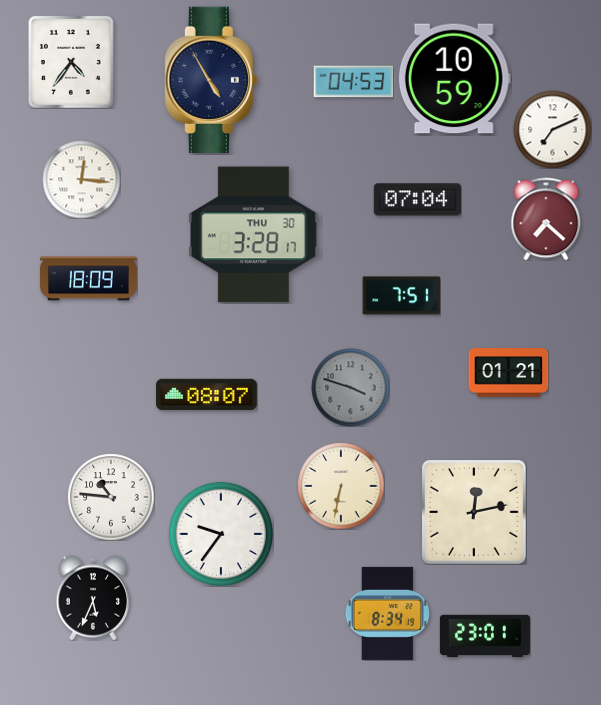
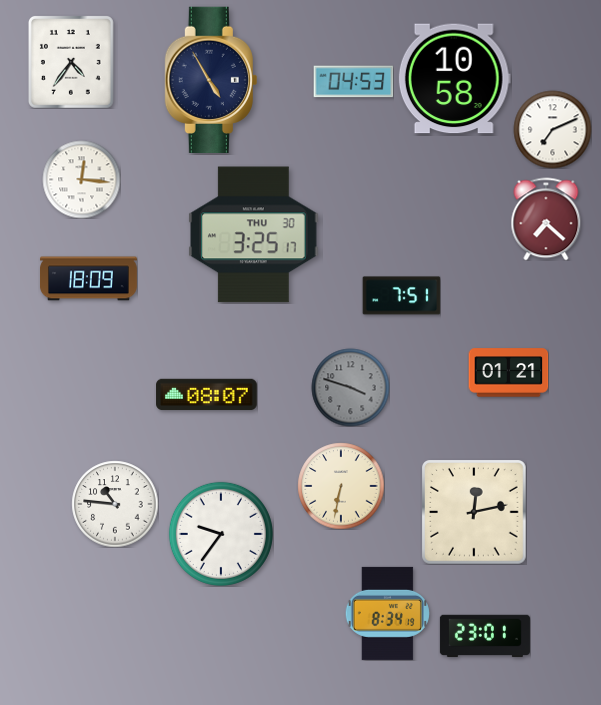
clock at (454, 79): 10:59 -> 10:58
clock at (417, 200): 07:04 -> none
clock at (254, 235): 3:28 -> 3:25
clock at (111, 497) position: (111, 497) -> (115, 504)
clock at (93, 598): 5:34 -> none
